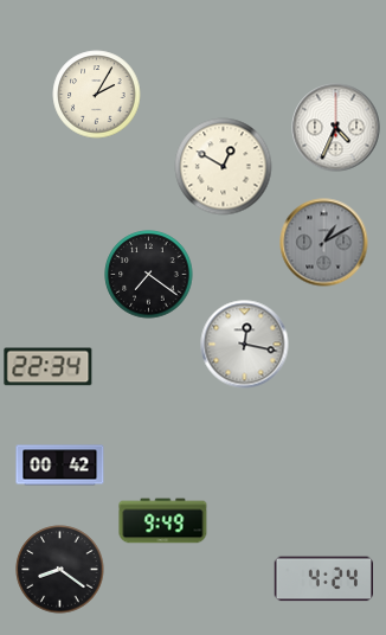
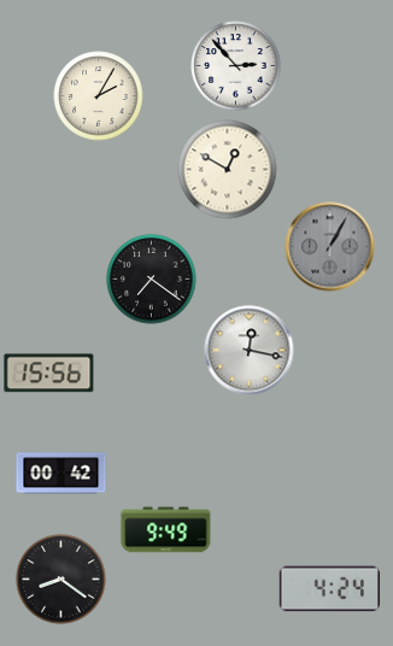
clock at (236, 66): none -> 2:53
clock at (336, 128): 4:34 -> none
clock at (324, 243): 1:10 -> 1:05
clock at (49, 367): 22:34 -> 15:56
